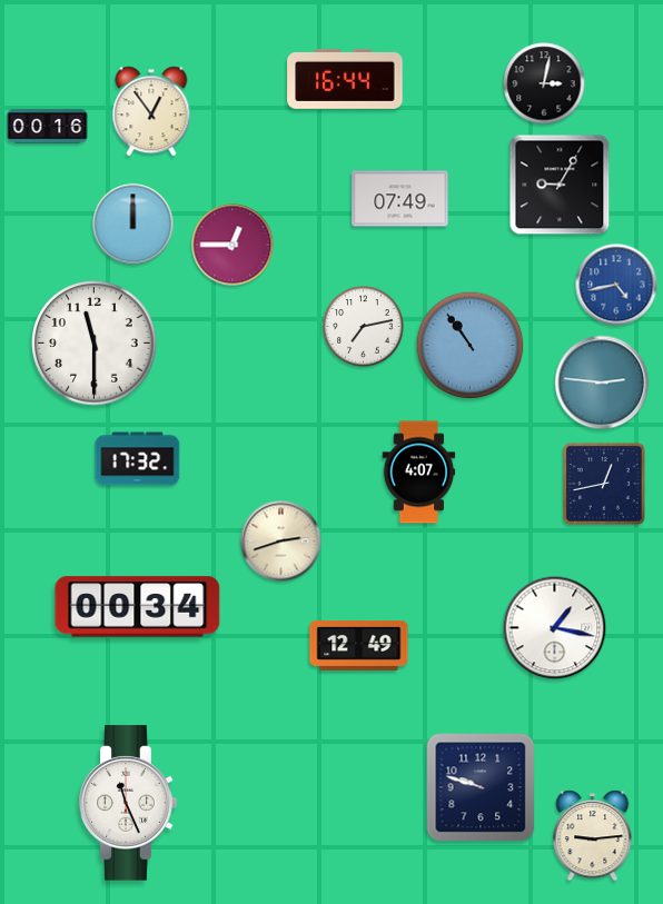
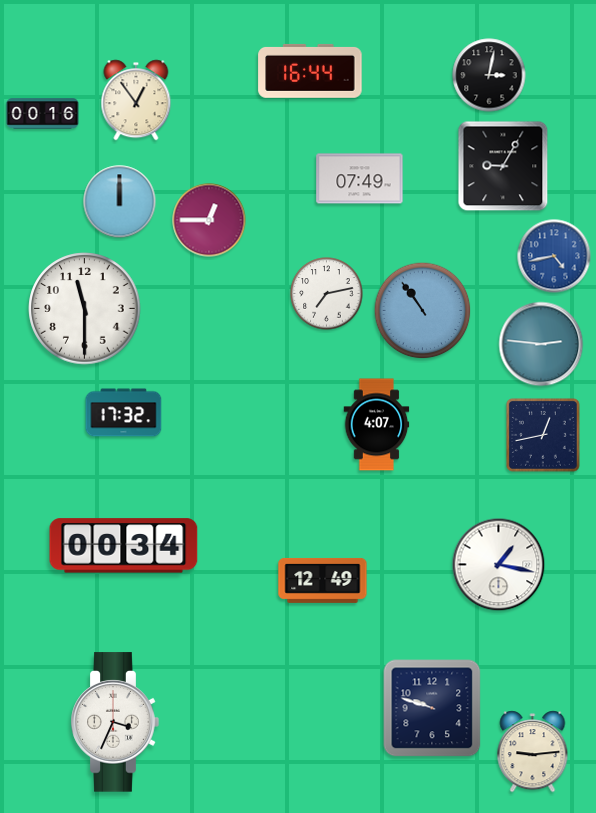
clock at (281, 542): 2:42 -> none
clock at (128, 803): 11:26 -> 3:34
